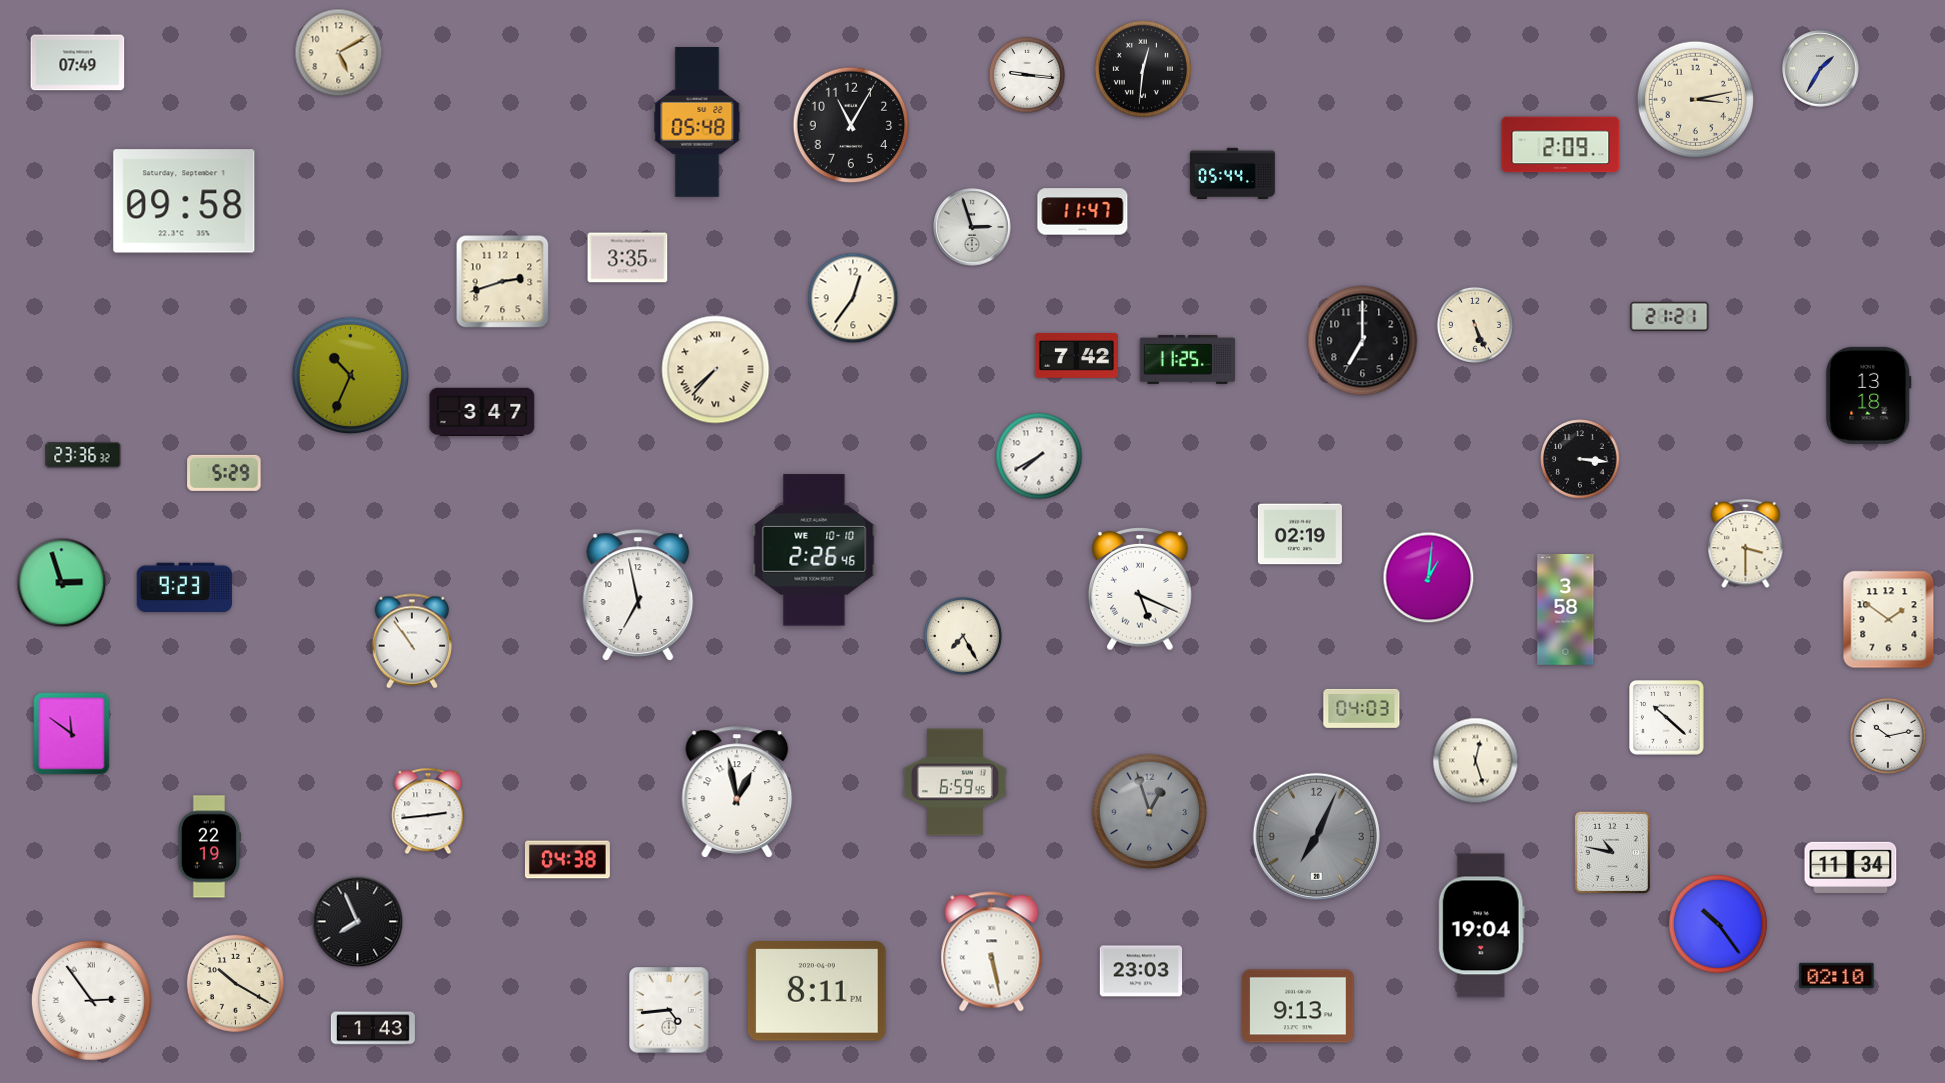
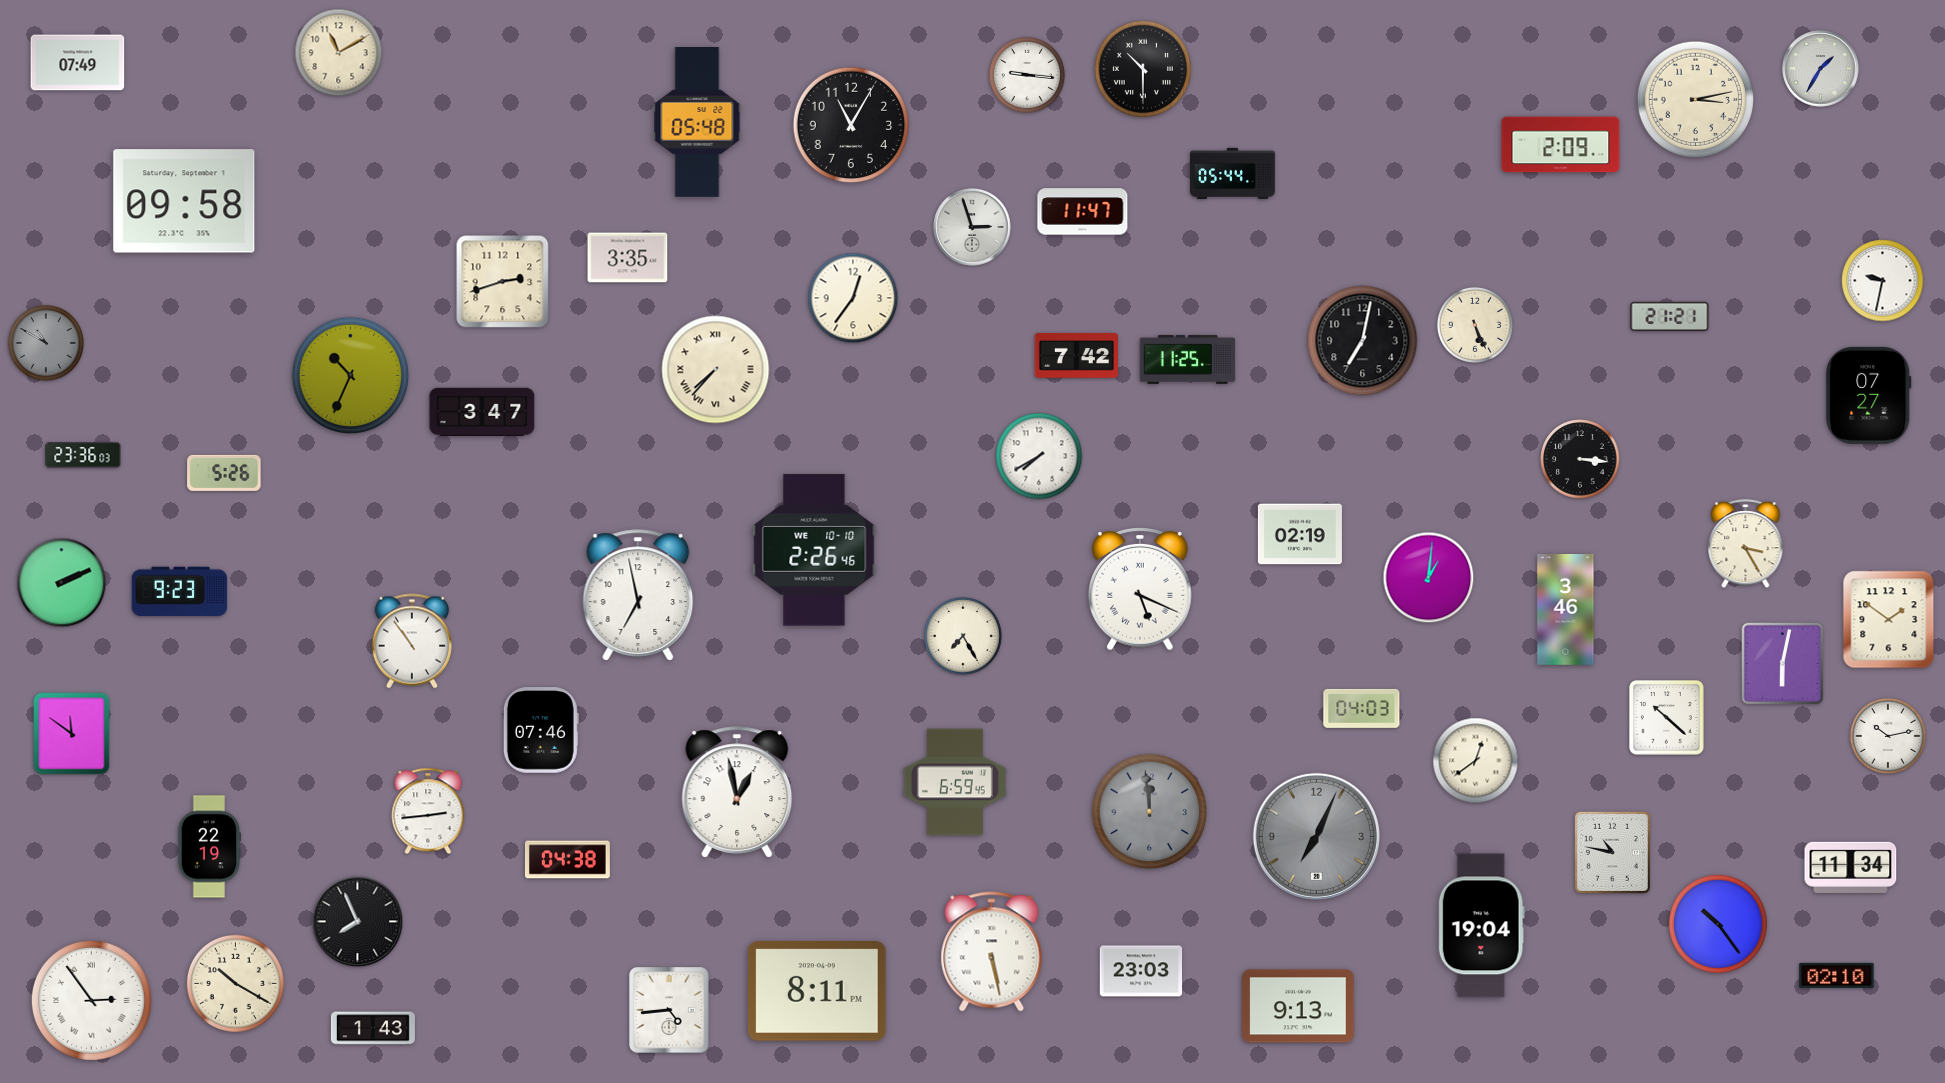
clock at (339, 53): 5:10 -> 11:10
clock at (1143, 69): 12:31 -> 10:30
clock at (1883, 281): none -> 9:32
clock at (1363, 341): 7:00 -> 7:02
clock at (46, 343): none -> 10:50
clock at (1869, 395): 13:18 -> 07:27
clock at (83, 455): 23:36:32 -> 23:36:03
clock at (224, 473): 5:29 -> 5:26
clock at (1746, 545): 3:30 -> 3:25
clock at (62, 583): 2:57 -> 2:11
clock at (184, 588) position: (184, 588) -> (179, 592)
clock at (1566, 610): 3:58 -> 3:46
clock at (1783, 664): none -> 6:02
clock at (541, 730): none -> 07:46
clock at (1476, 761): 12:27 -> 12:39
clock at (1150, 812): 12:57 -> 11:59
